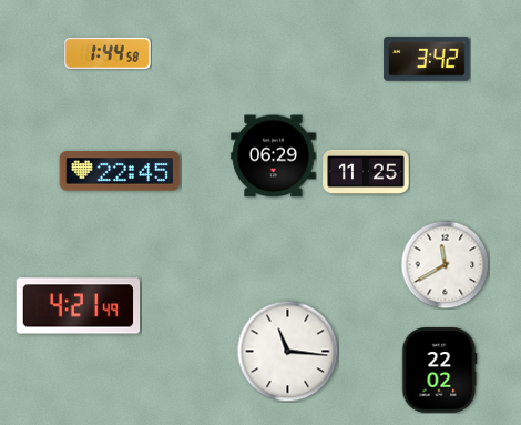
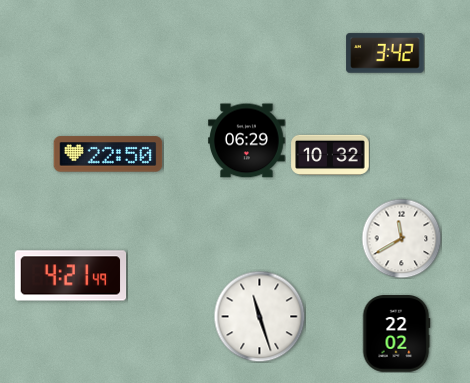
clock at (108, 53): 1:44 -> none
clock at (120, 171): 22:45 -> 22:50
clock at (366, 171): 11:25 -> 10:32
clock at (287, 351): 11:16 -> 11:27
